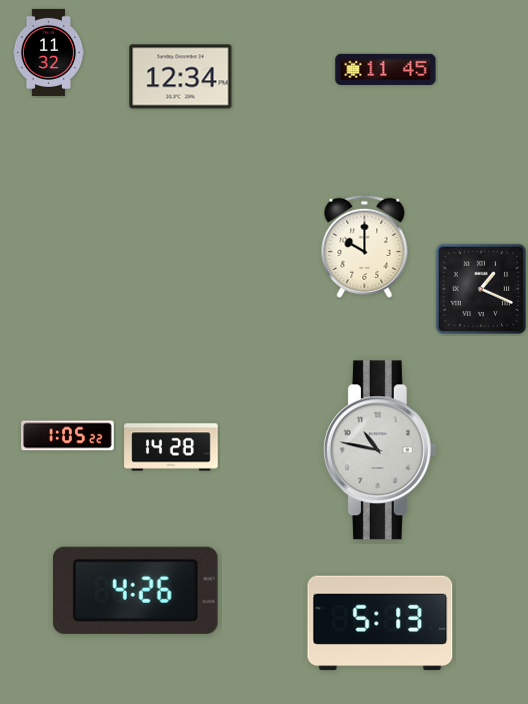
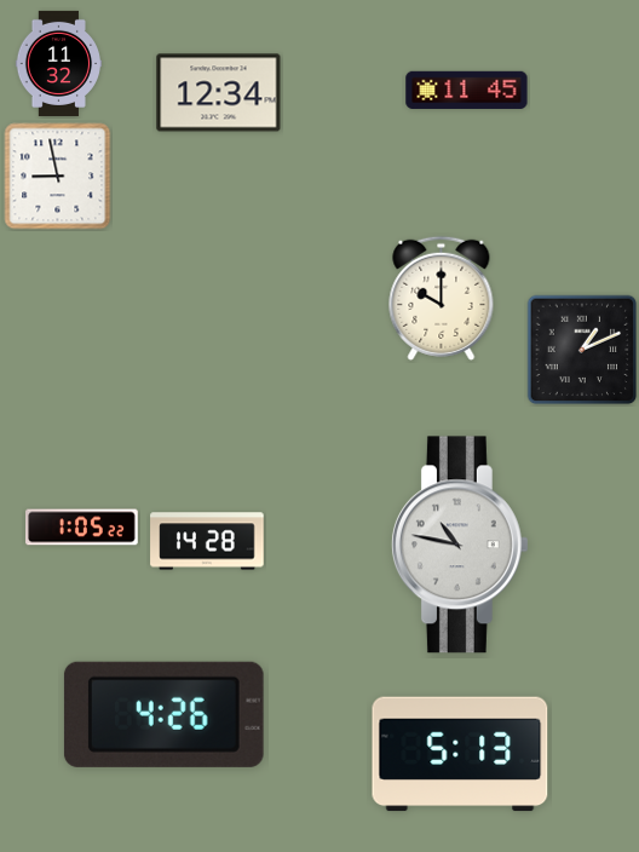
clock at (386, 69) position: (386, 69) -> (467, 90)
clock at (58, 177): none -> 8:58
clock at (481, 289): 1:19 -> 1:11
